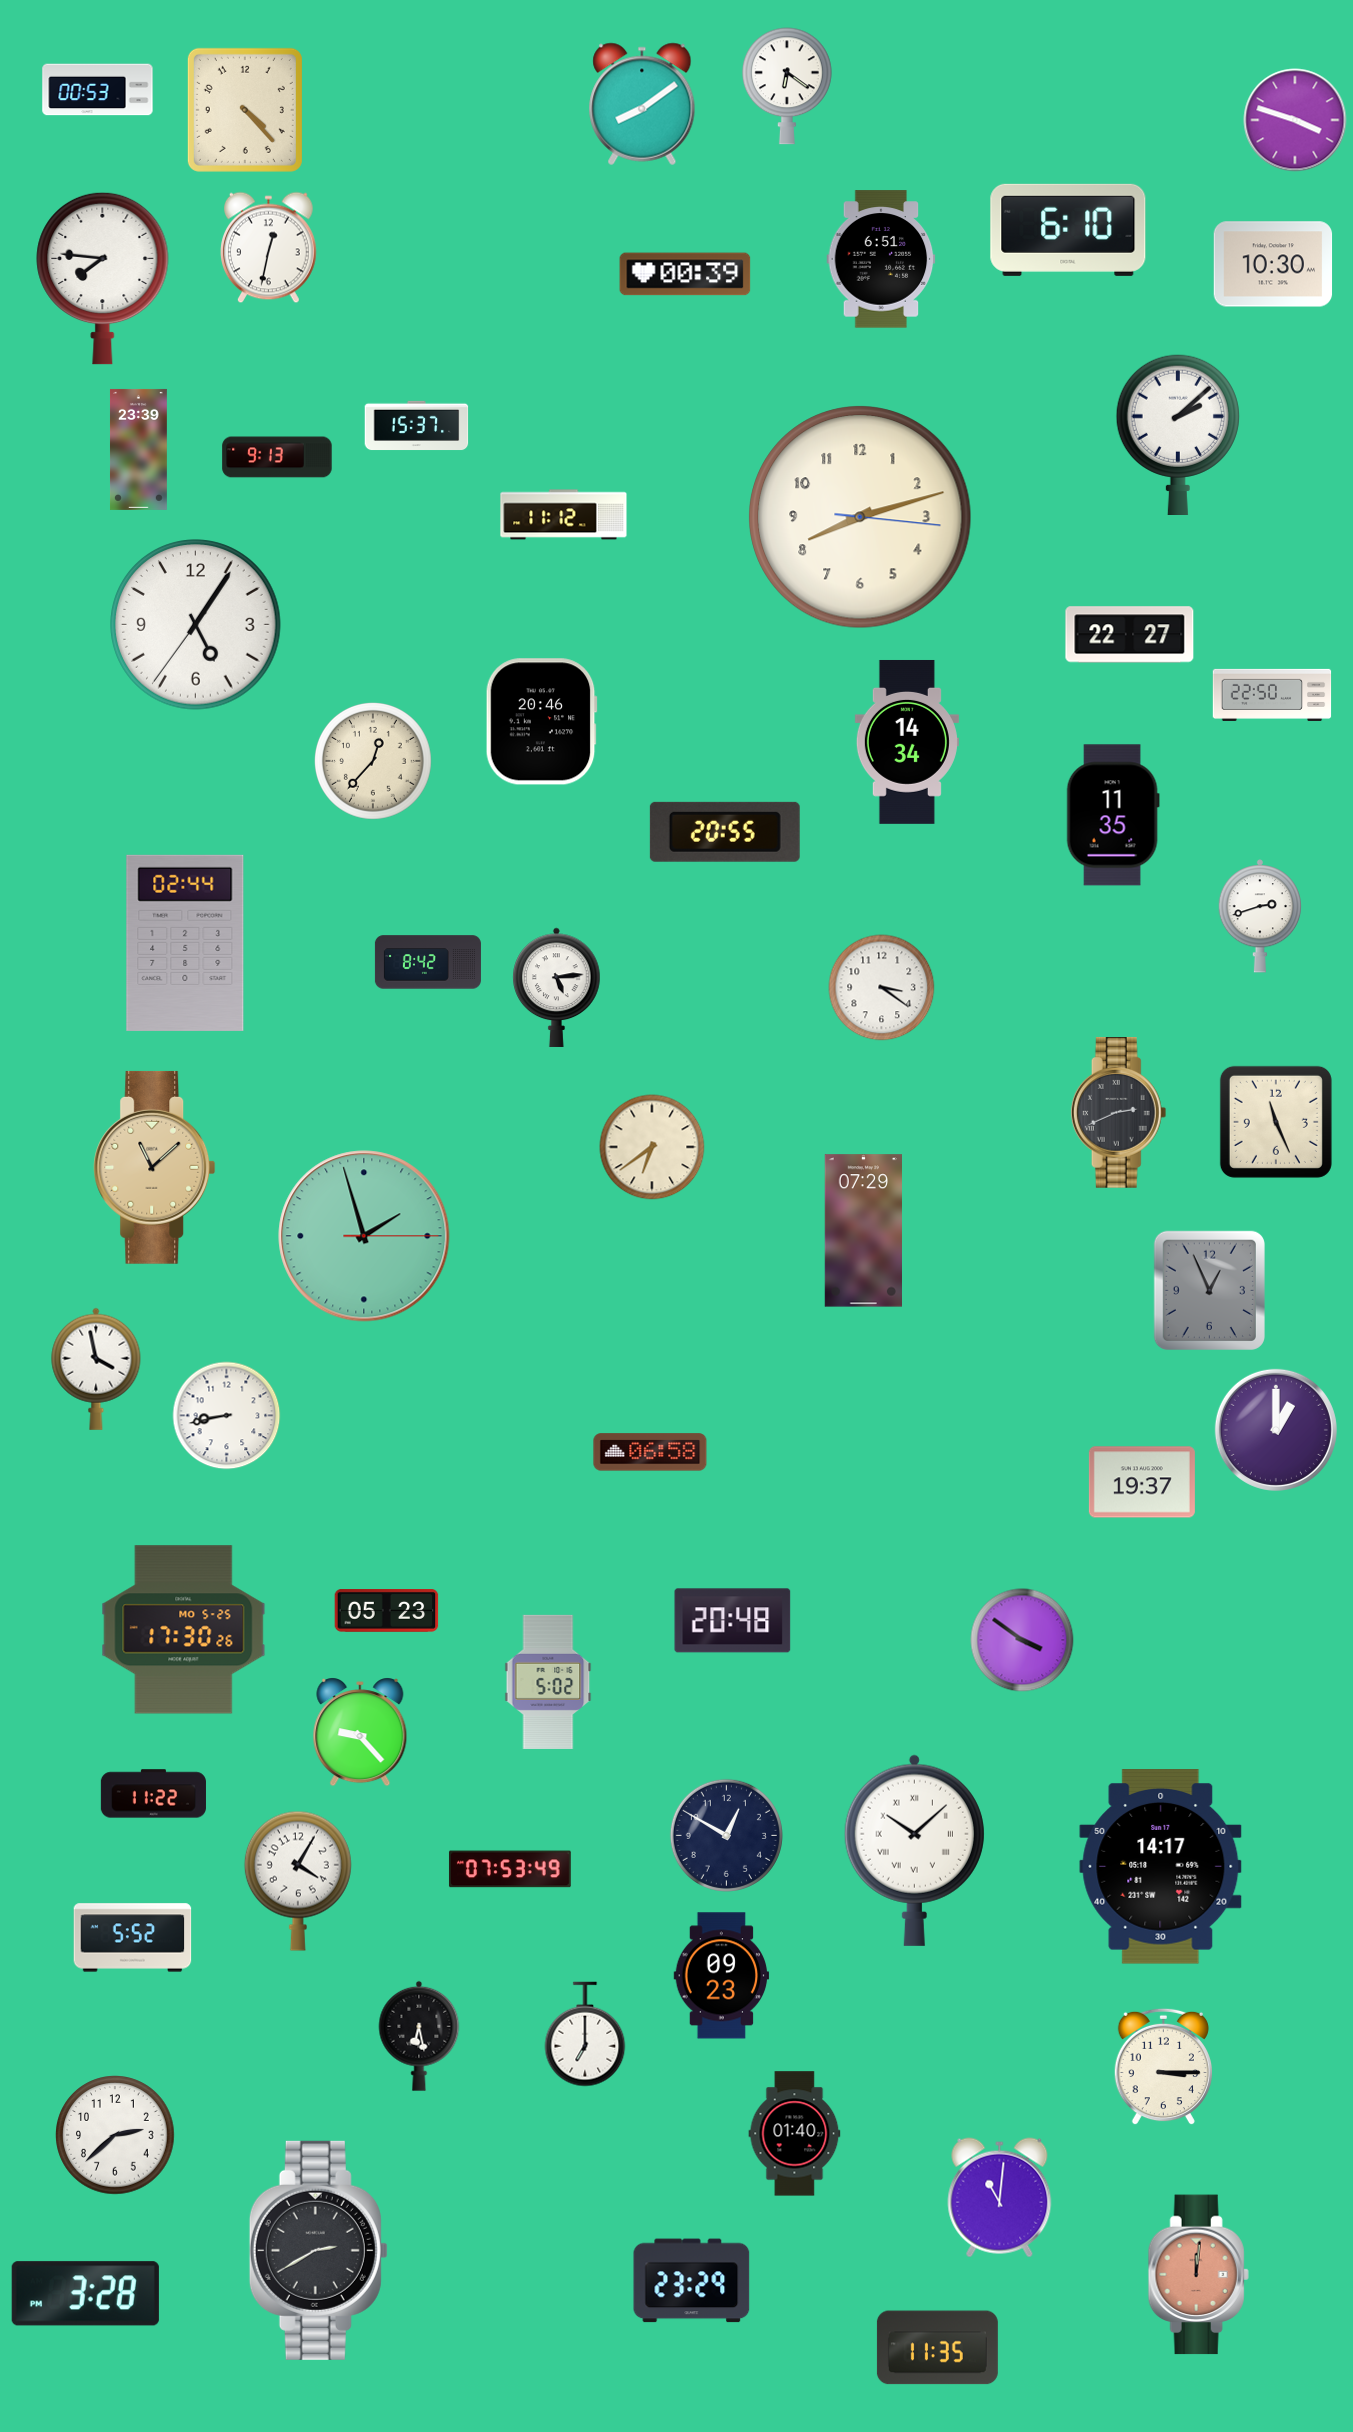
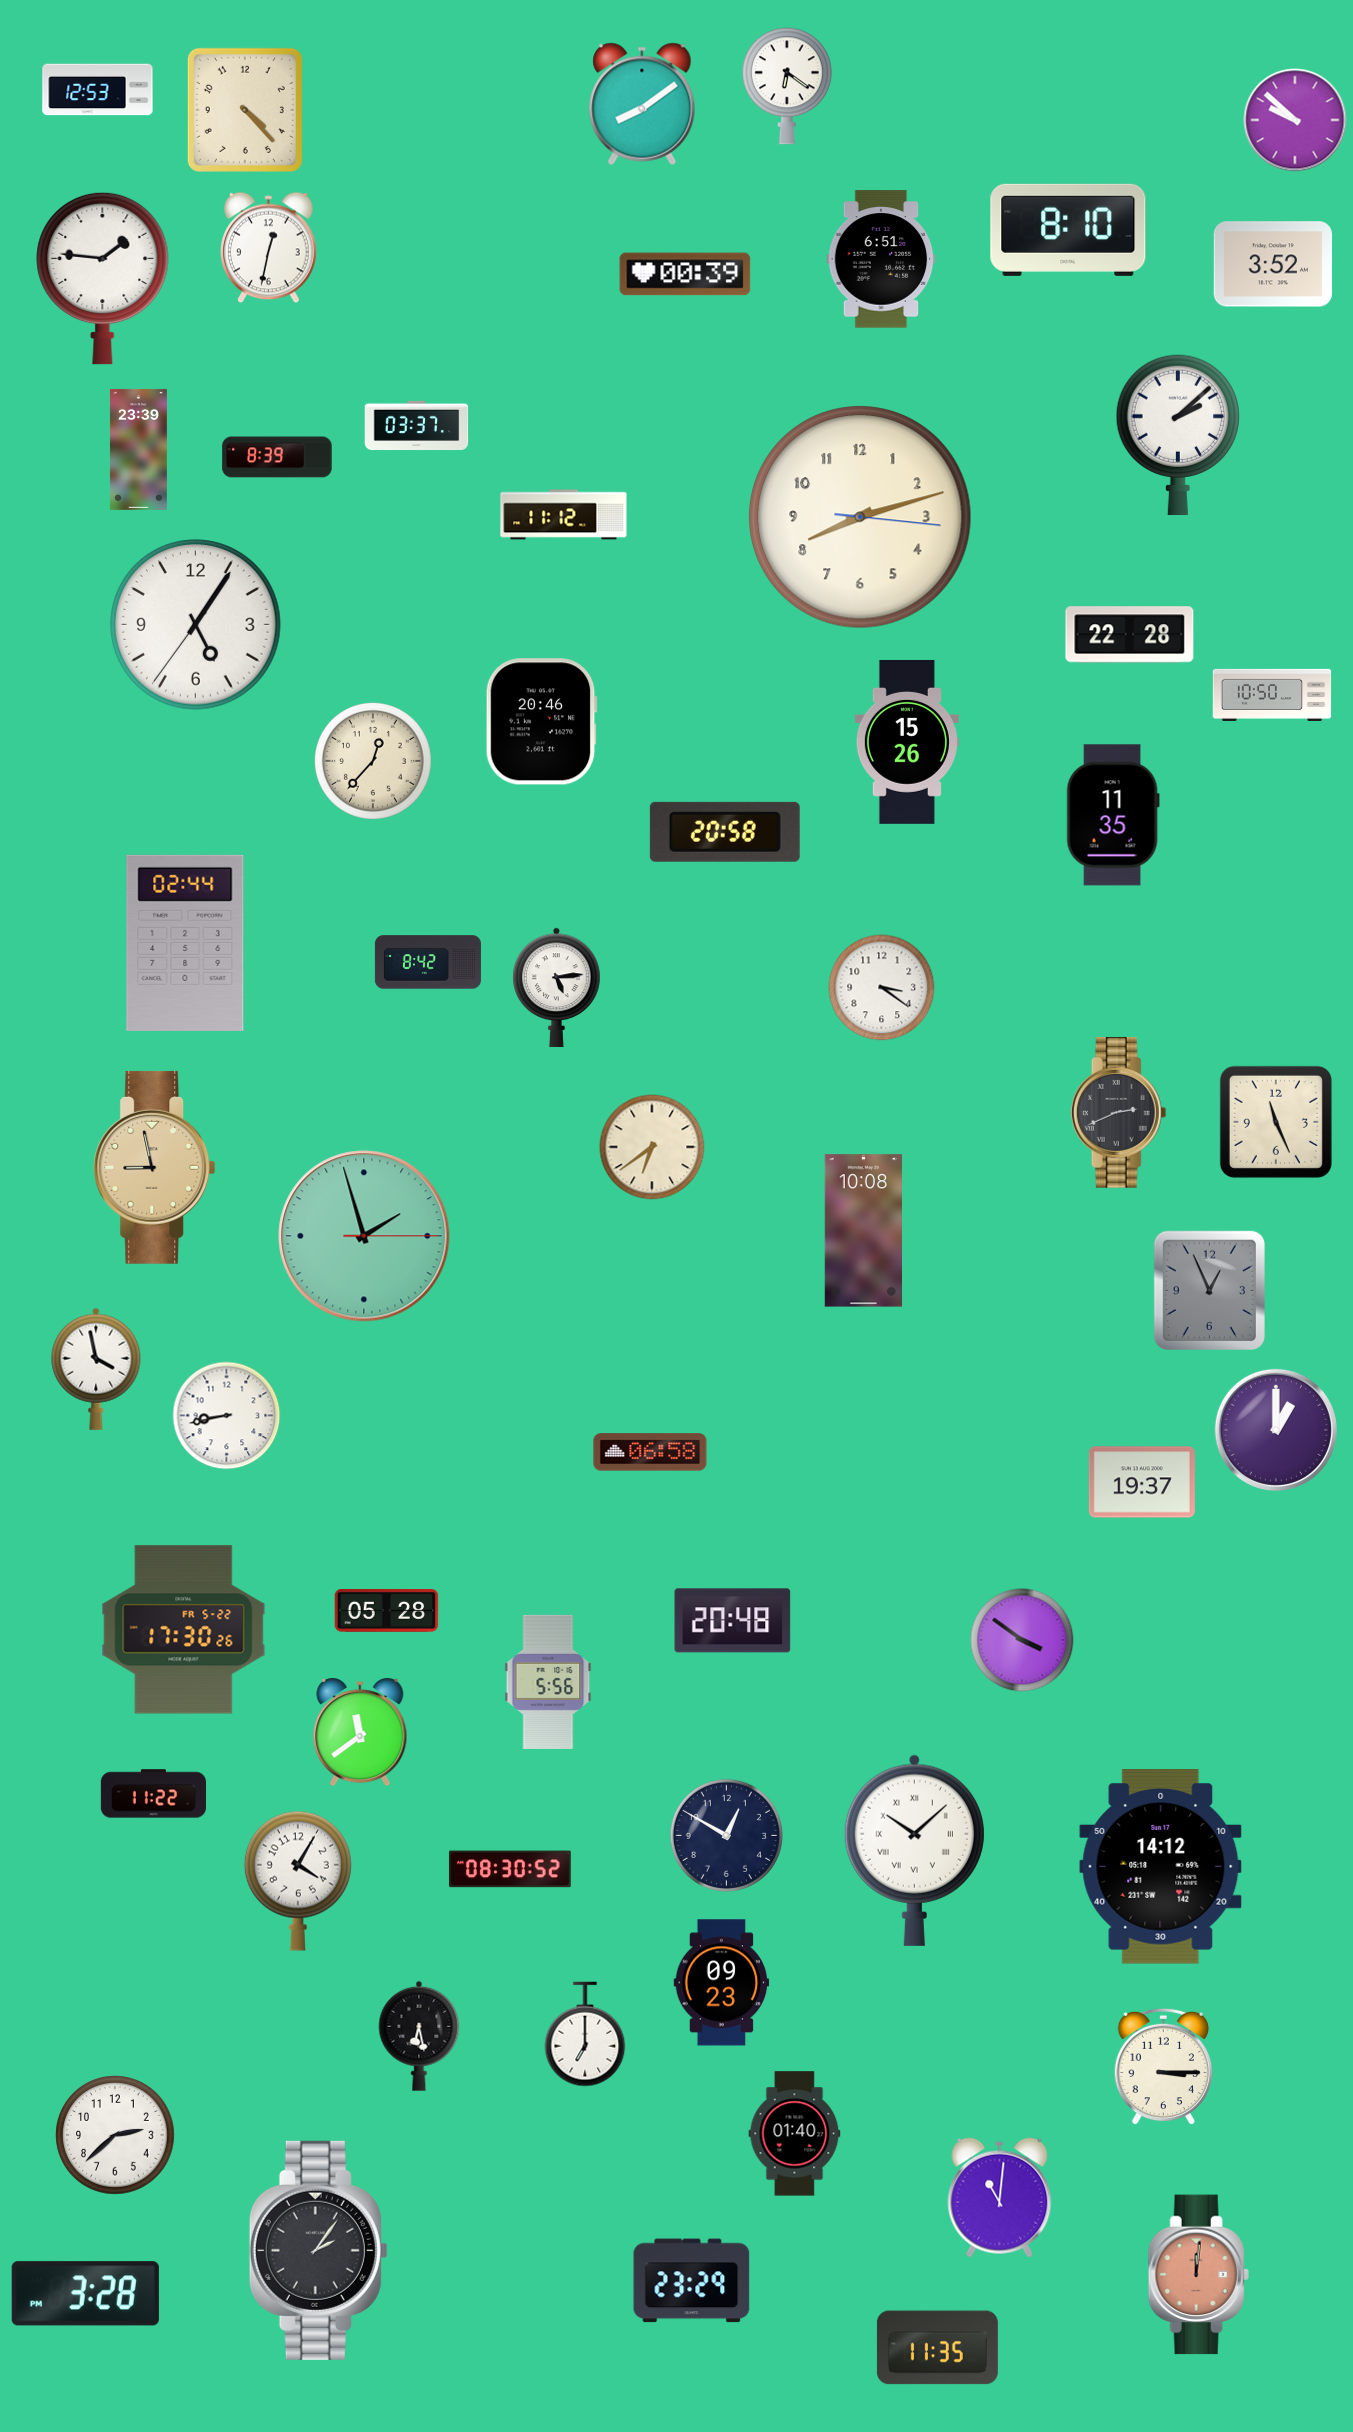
clock at (98, 90): 00:53 -> 12:53
clock at (1295, 120): 3:48 -> 9:52
clock at (1068, 230): 6:10 -> 8:10
clock at (1273, 264): 10:30 -> 3:52
clock at (103, 278): 7:46 -> 1:46
clock at (417, 426): 15:37 -> 03:37
clock at (277, 457): 9:13 -> 8:39
clock at (1130, 635): 22:27 -> 22:28
clock at (1272, 694): 22:50 -> 10:50
clock at (907, 742): 14:34 -> 15:26
clock at (725, 832): 20:55 -> 20:58
clock at (1260, 916): 2:42 -> none
clock at (155, 1167): 11:08 -> 8:58
clock at (863, 1231): 07:29 -> 10:08
clock at (387, 1611): 05:23 -> 05:28
clock at (184, 1630) date: MO 5-25 -> FR 5-22
clock at (548, 1682): 5:02 -> 5:56
clock at (360, 1732): 9:23 -> 11:39
clock at (1161, 1867): 14:17 -> 14:12
clock at (510, 1869): 07:53 -> 08:30
clock at (133, 1938): 5:52 -> none
clock at (722, 1976) position: (722, 1976) -> (722, 1983)
clock at (318, 2250): 2:40 -> 2:06
